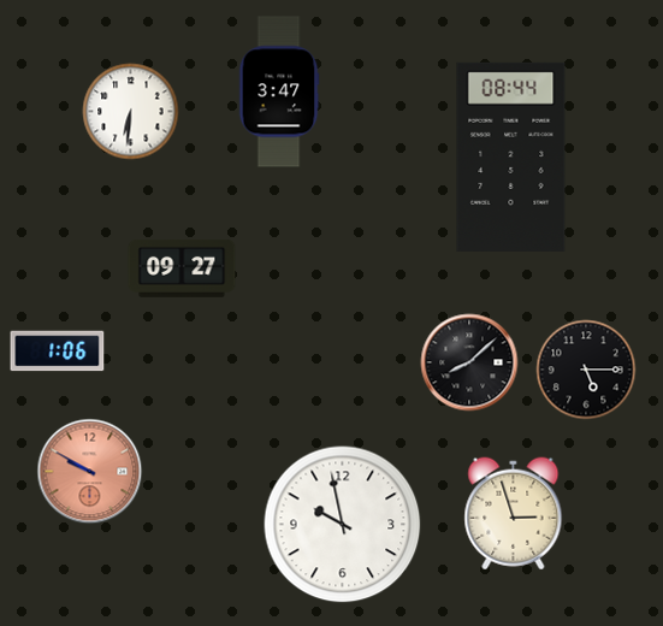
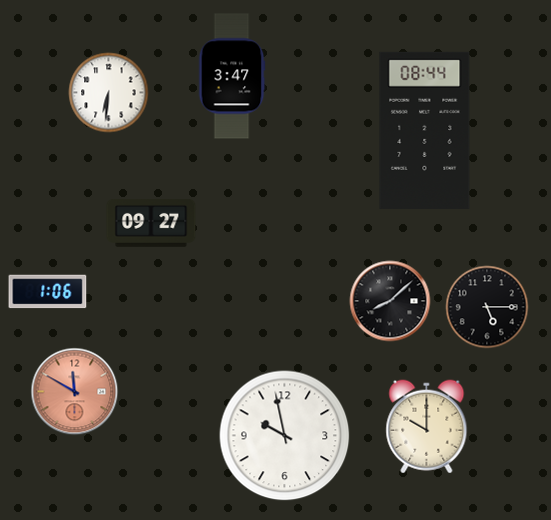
clock at (90, 472): 9:50 -> 11:50
clock at (514, 514): 2:57 -> 10:00
